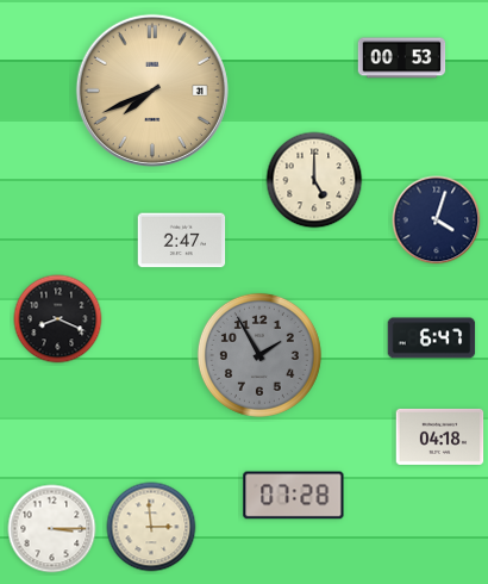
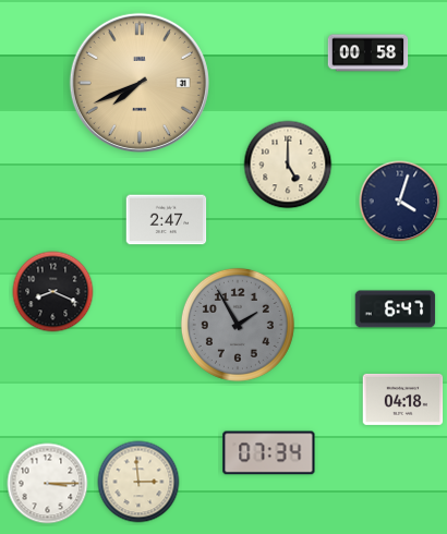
clock at (402, 58): 00:53 -> 00:58
clock at (294, 496): 07:28 -> 07:34
